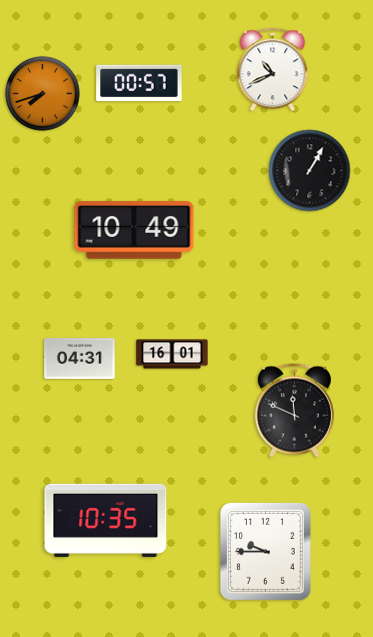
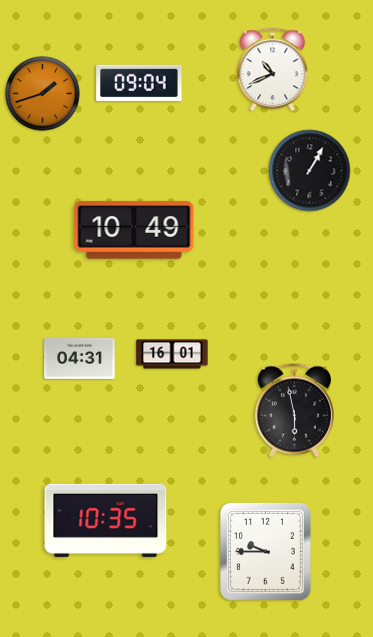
clock at (139, 83): 00:57 -> 09:04
clock at (43, 94): 7:42 -> 1:42
clock at (294, 411): 11:49 -> 5:58
